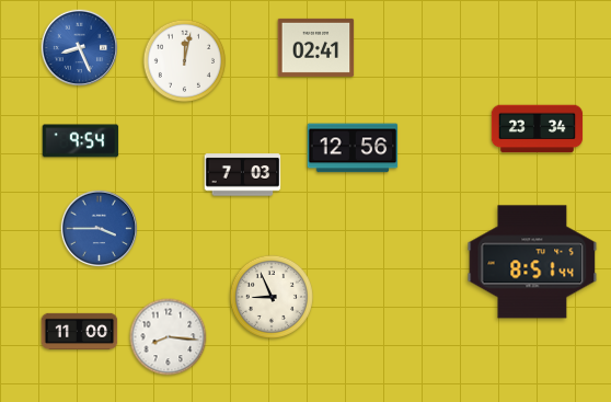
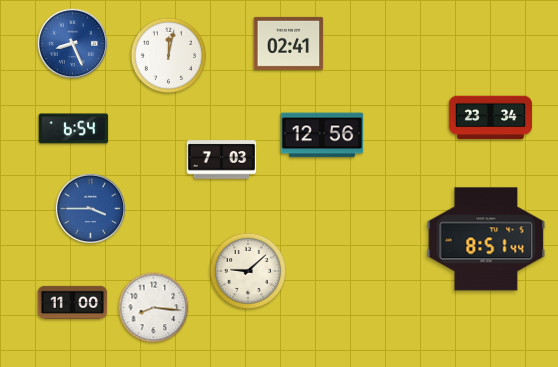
clock at (81, 141): 9:54 -> 6:54
clock at (272, 297): 8:56 -> 9:08
